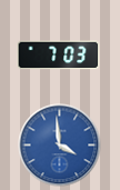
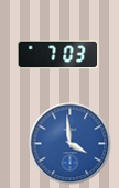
clock at (60, 146) position: (60, 146) -> (71, 144)
